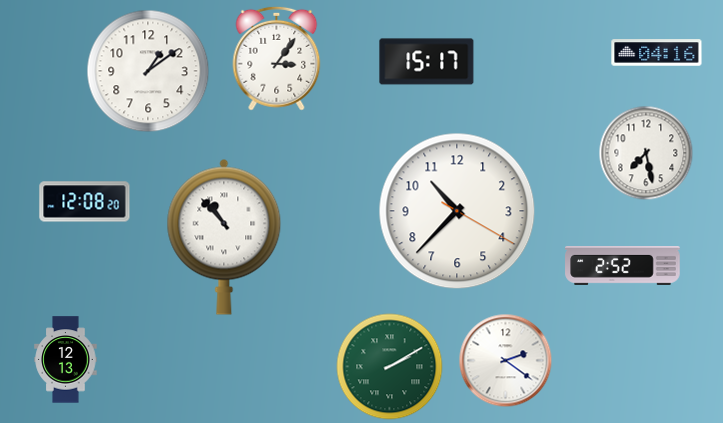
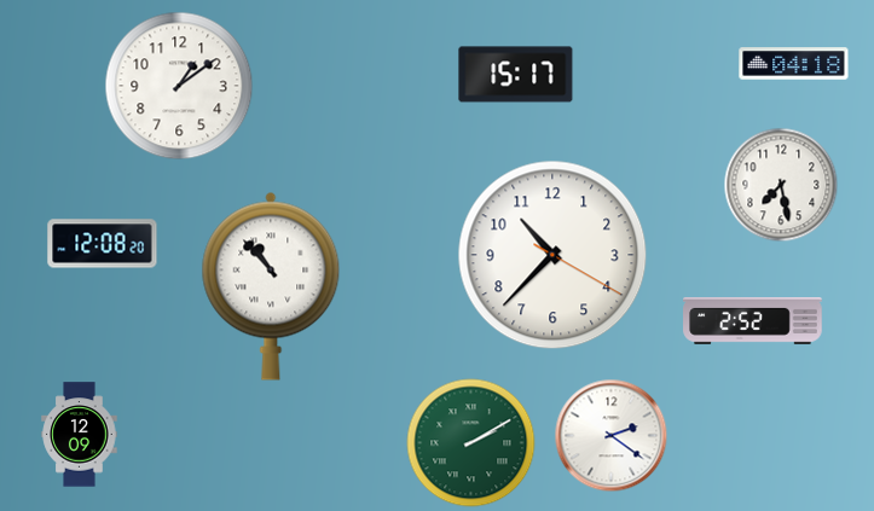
clock at (657, 53): 04:16 -> 04:18
clock at (277, 58): 3:06 -> none
clock at (66, 360): 12:13 -> 12:09
